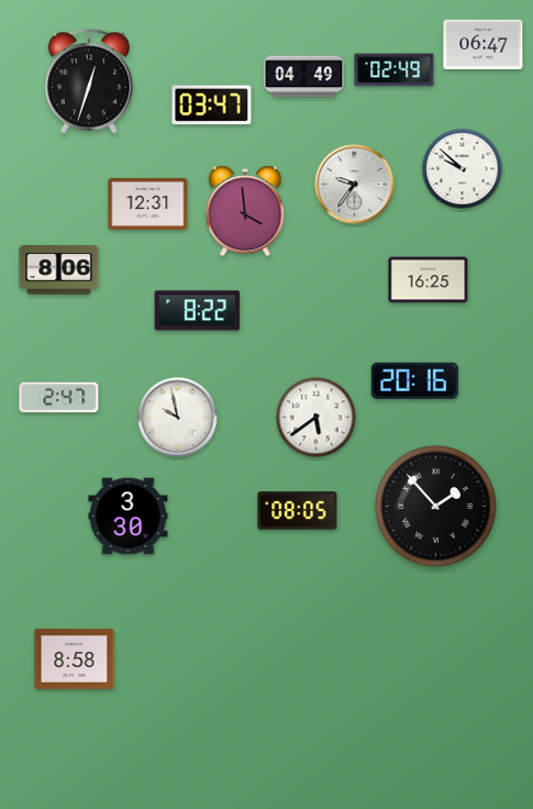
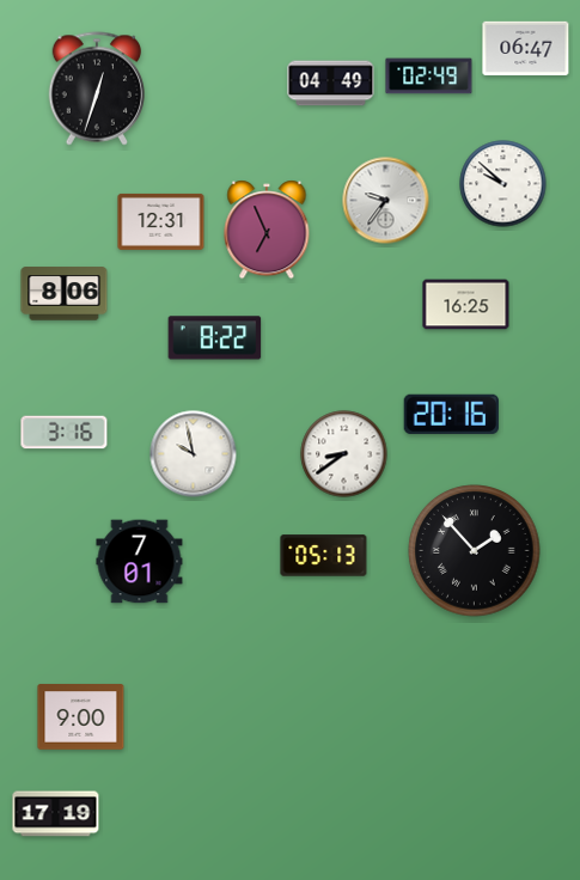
clock at (212, 106): 03:47 -> none
clock at (245, 211): 3:59 -> 6:56
clock at (59, 398): 2:47 -> 3:16
clock at (317, 418): 5:39 -> 8:39
clock at (298, 511): 08:05 -> 05:13
clock at (129, 517): 3:30 -> 7:01
clock at (75, 660): 8:58 -> 9:00
clock at (56, 814): none -> 17:19
